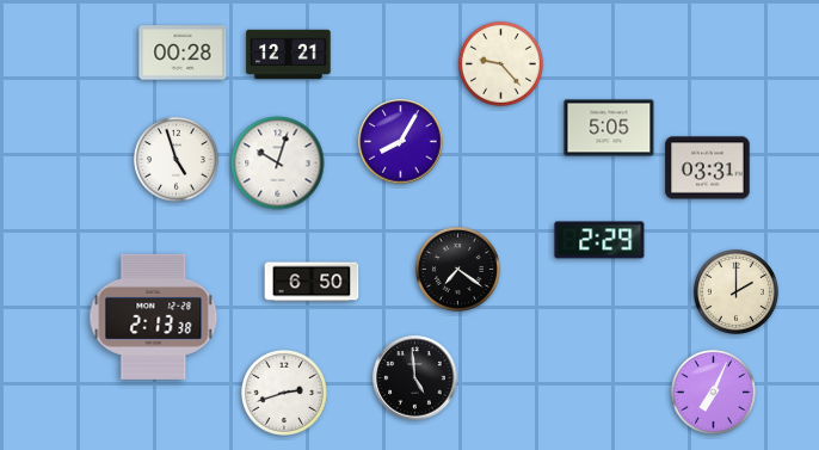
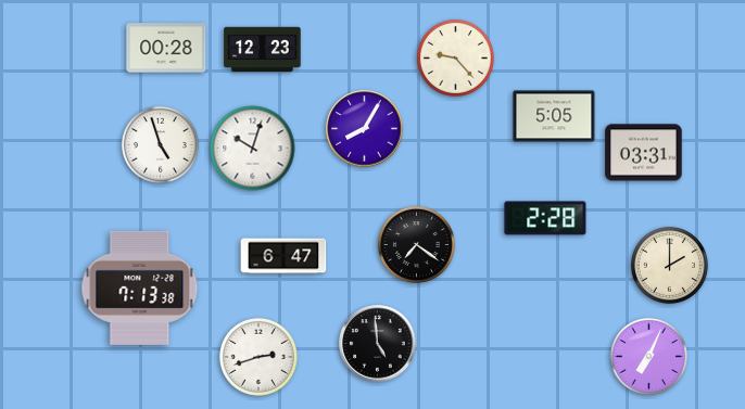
clock at (289, 55): 12:21 -> 12:23
clock at (599, 240): 2:29 -> 2:28
clock at (312, 282): 6:50 -> 6:47
clock at (154, 316): 2:13 -> 7:13
